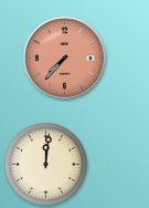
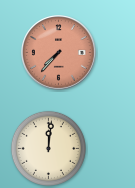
clock at (45, 164) position: (45, 164) -> (48, 148)
